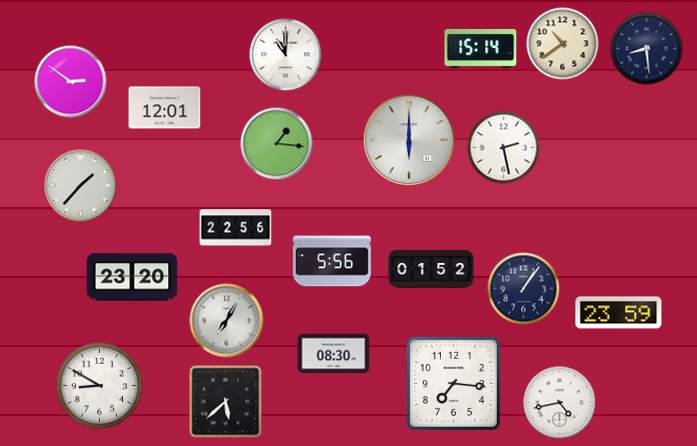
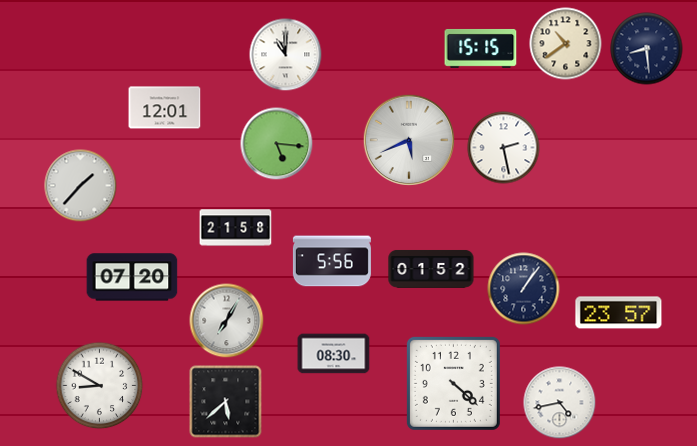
clock at (563, 44) position: (563, 44) -> (566, 44)
clock at (481, 48): 15:14 -> 15:15
clock at (71, 82): 2:51 -> none
clock at (408, 139): 6:00 -> 5:41
clock at (277, 144): 1:16 -> 5:16
clock at (236, 228): 22:56 -> 21:58
clock at (132, 277): 23:20 -> 07:20
clock at (619, 313): 23:59 -> 23:57
clock at (453, 383): 7:16 -> 4:22
